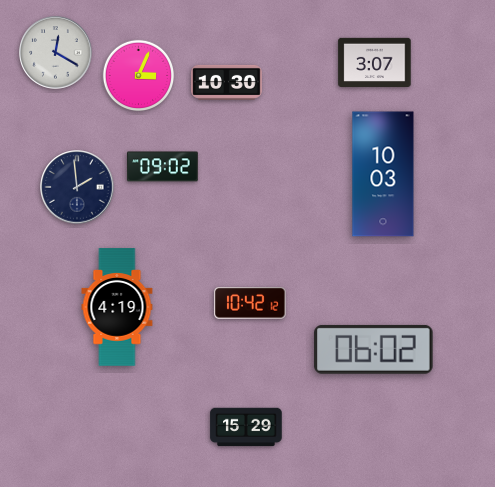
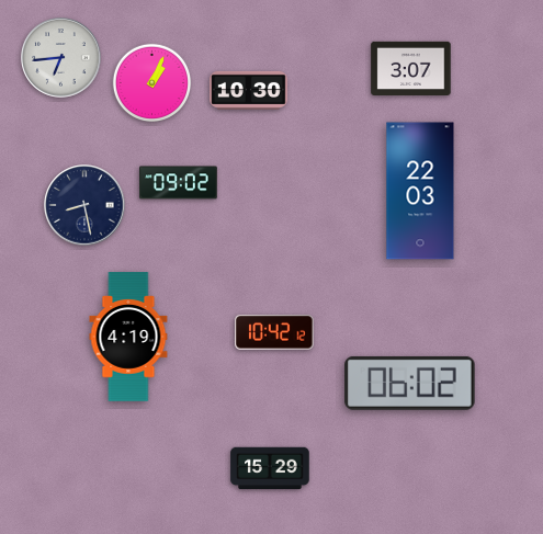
clock at (56, 53): 12:20 -> 6:44
clock at (139, 76): 3:04 -> 1:04
clock at (383, 174): 10:03 -> 22:03
clock at (77, 187): 1:59 -> 8:28
